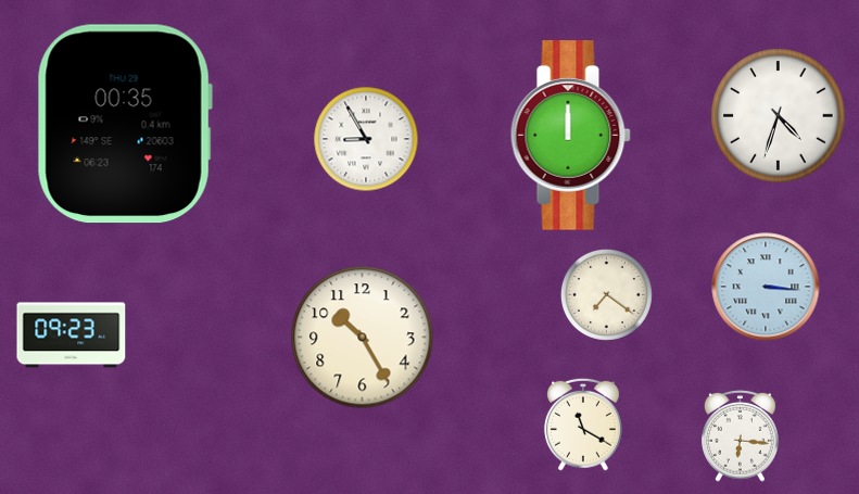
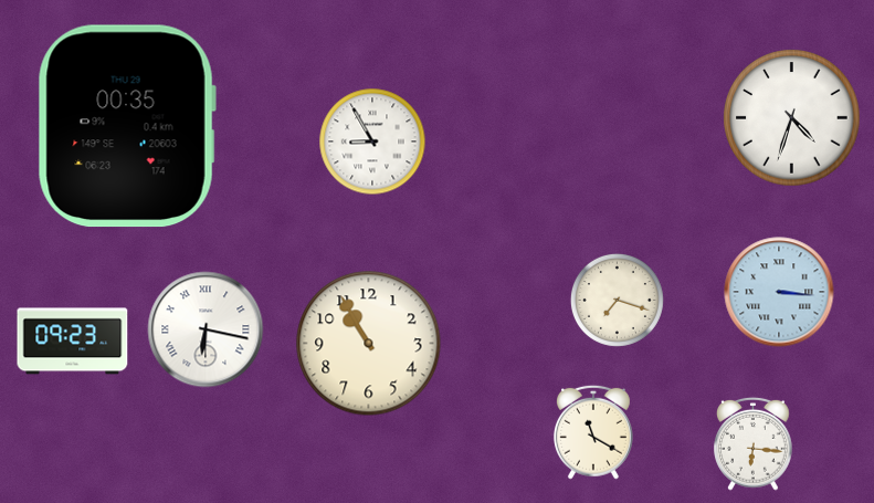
clock at (570, 136): 12:00 -> none
clock at (606, 294): 7:21 -> 7:18
clock at (206, 329): none -> 6:17
clock at (363, 338): 10:25 -> 10:55
